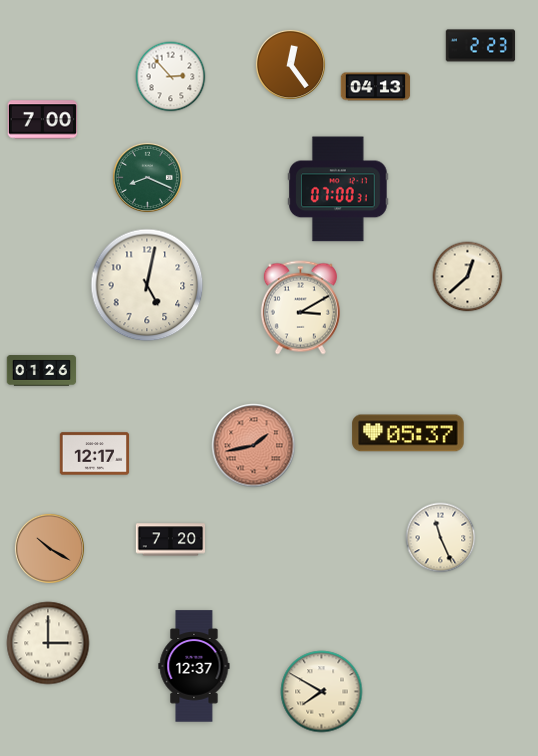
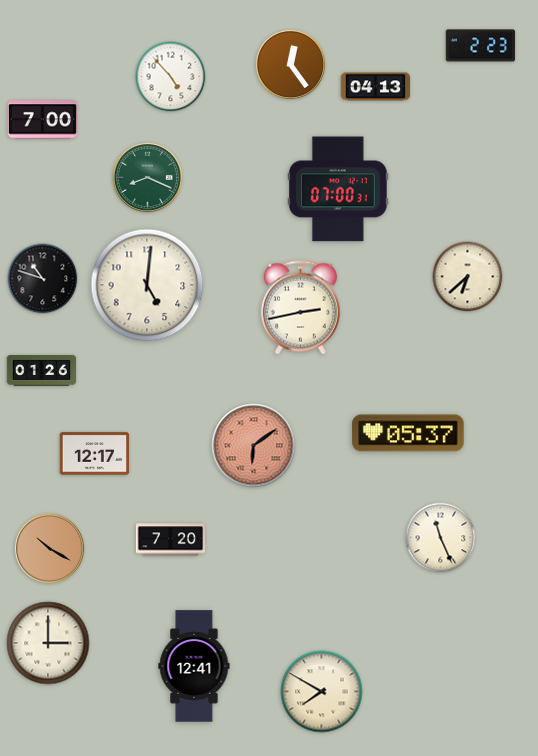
clock at (171, 77): 2:53 -> 4:53
clock at (468, 277): 12:38 -> 6:38
clock at (43, 279): none -> 10:48
clock at (147, 285): 5:02 -> 5:01
clock at (300, 308): 3:10 -> 2:43
clock at (254, 446): 1:43 -> 6:09
clock at (194, 666): 12:37 -> 12:41
